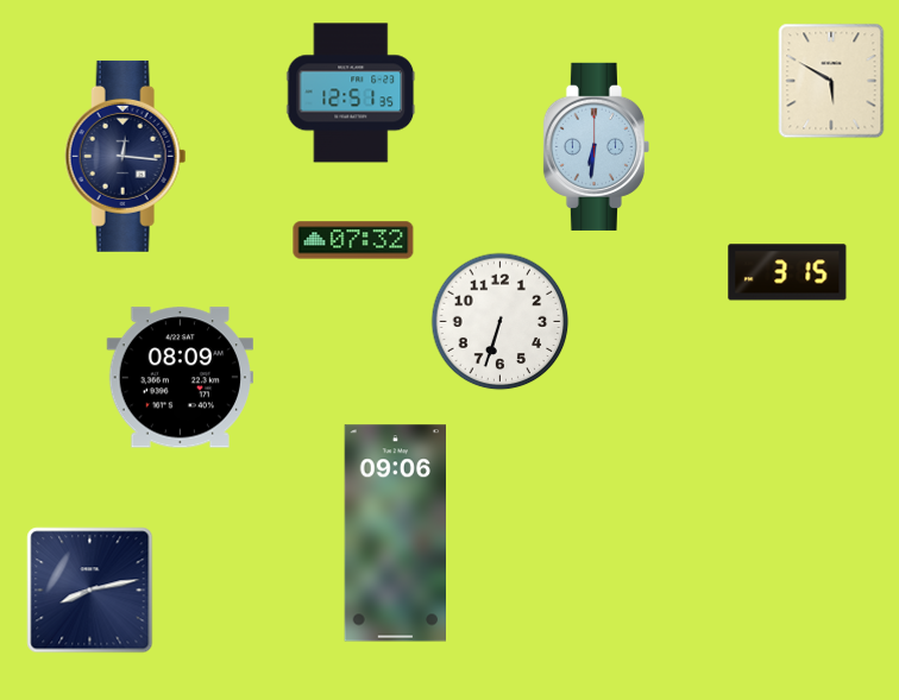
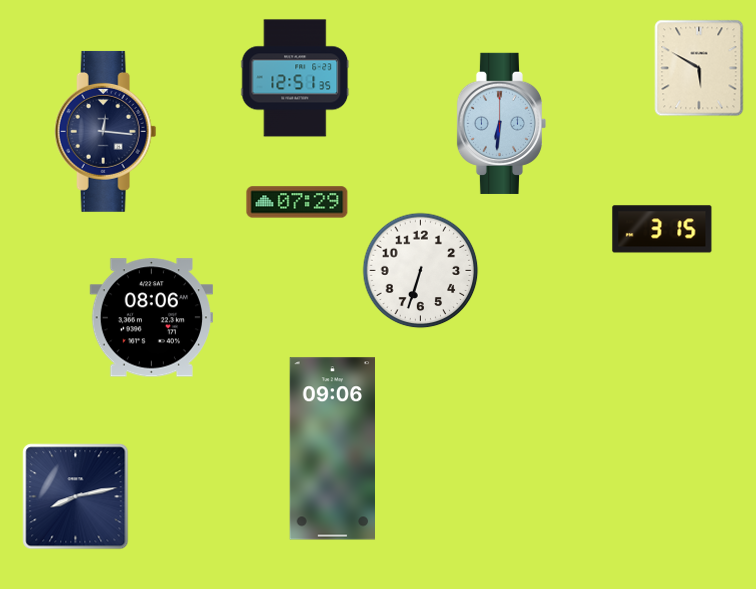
clock at (353, 240): 07:32 -> 07:29
clock at (180, 378): 08:09 -> 08:06
